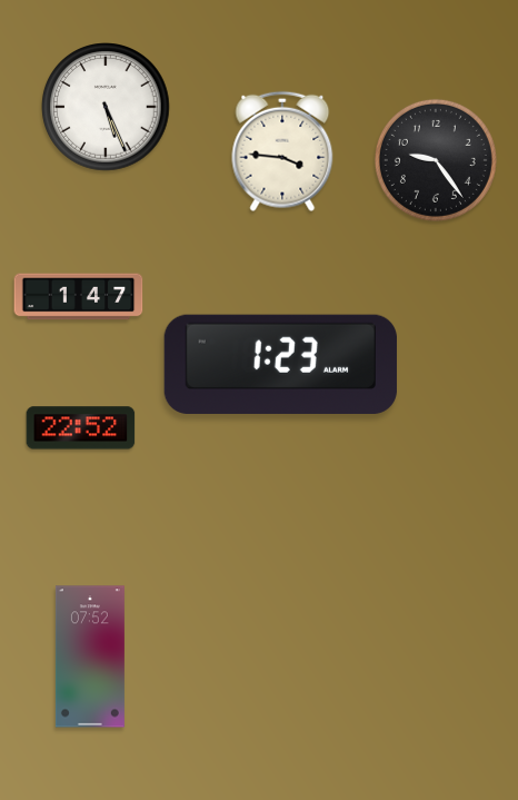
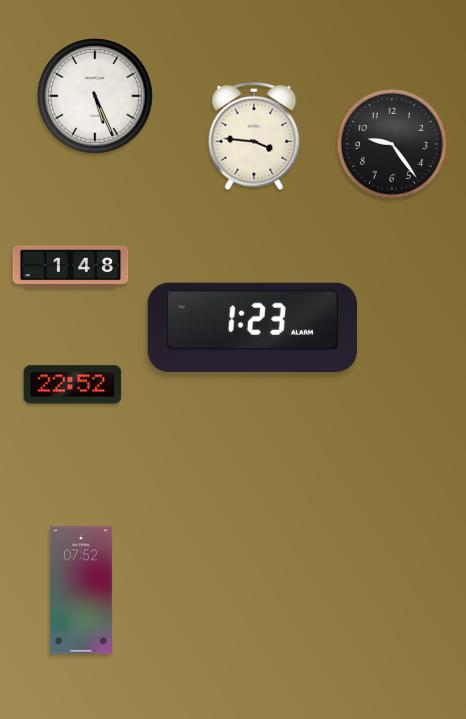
clock at (79, 297): 1:47 -> 1:48
